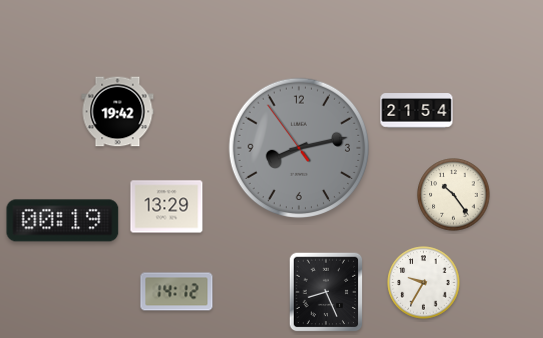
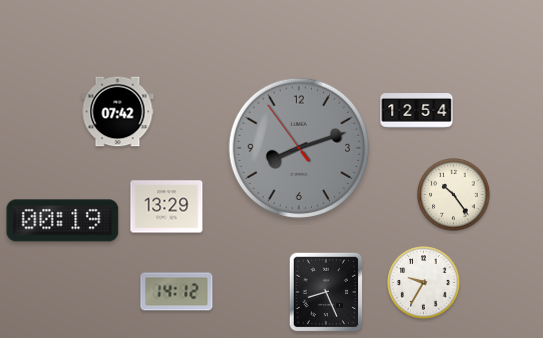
clock at (417, 111): 21:54 -> 12:54
clock at (118, 112): 19:42 -> 07:42
clock at (299, 148): 8:12 -> 8:11
